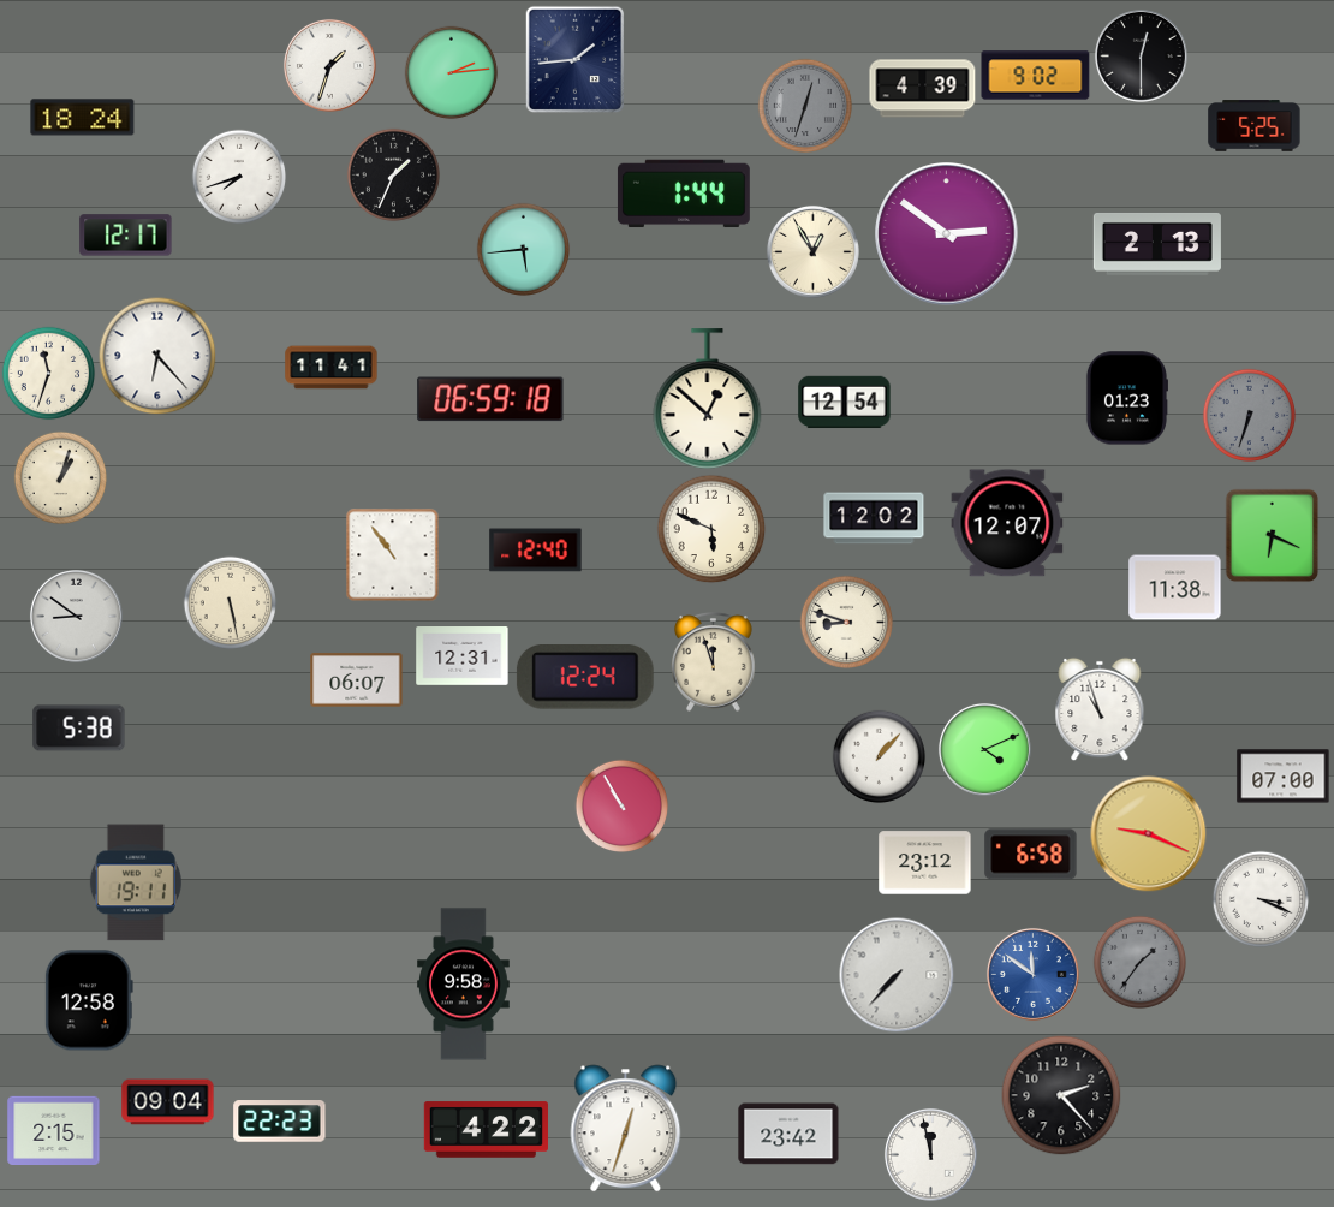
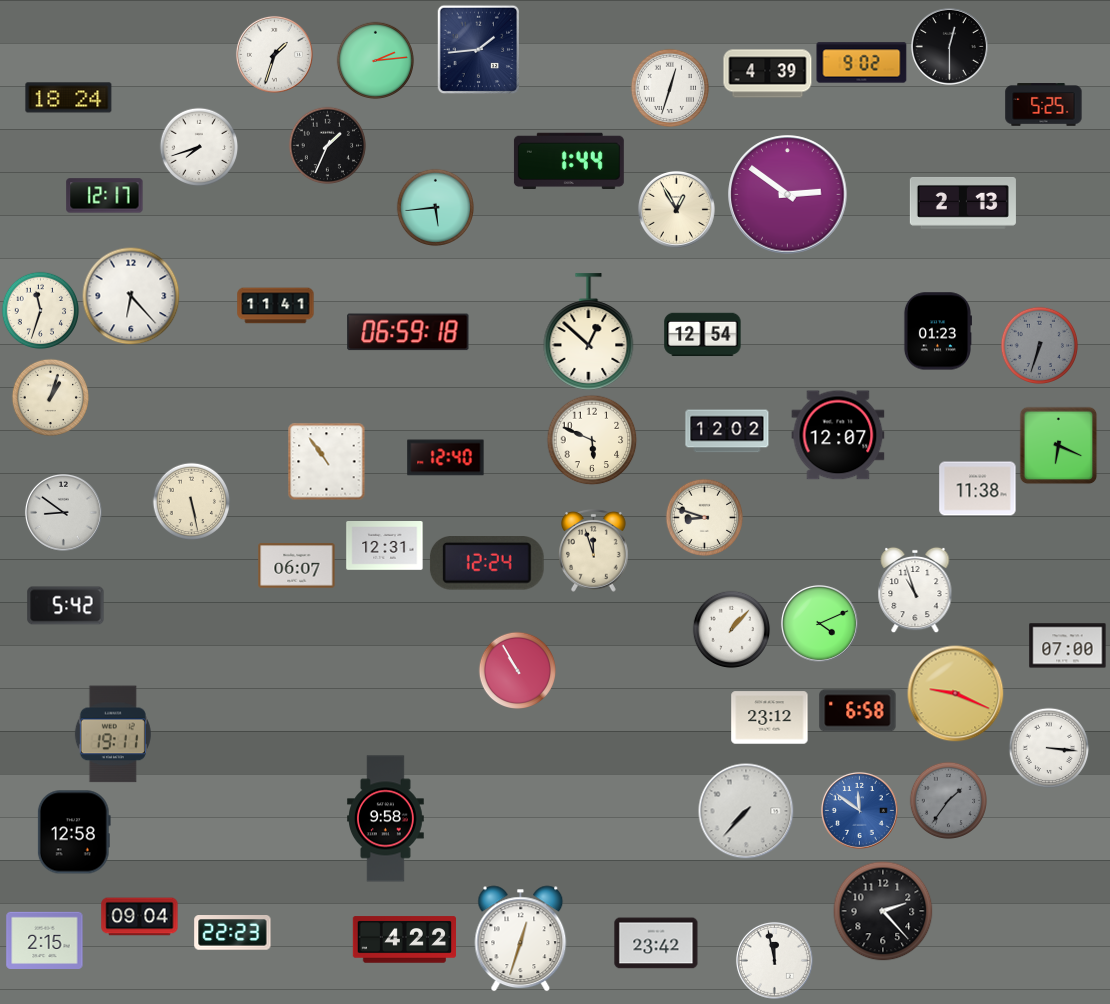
clock at (805, 106) dial: grey -> white
clock at (79, 729): 5:38 -> 5:42
clock at (1261, 899): 3:19 -> 3:16
